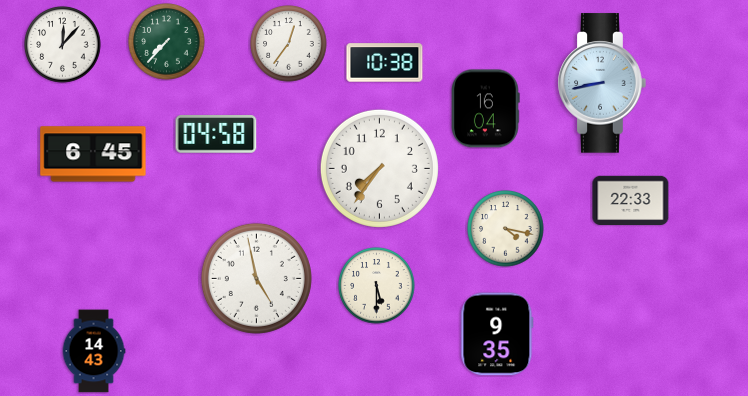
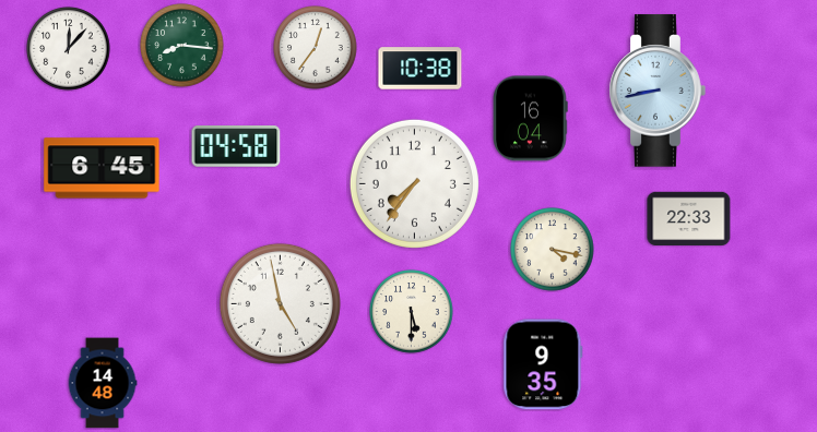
clock at (167, 42): 7:37 -> 8:16
clock at (94, 351): 14:43 -> 14:48
